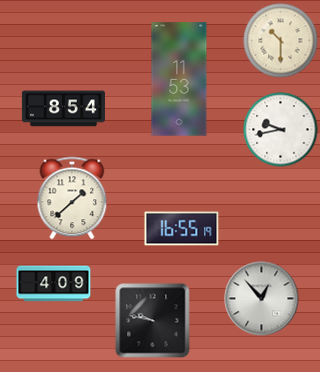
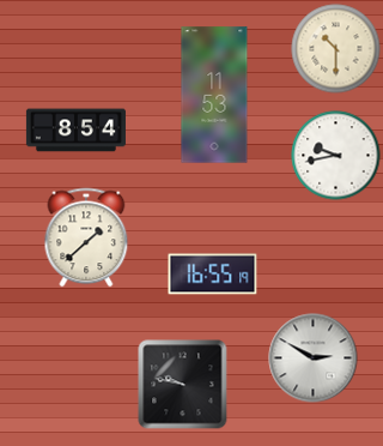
clock at (182, 229) position: (182, 229) -> (213, 275)
clock at (54, 284): 4:09 -> none
clock at (262, 299): 12:53 -> 2:50
